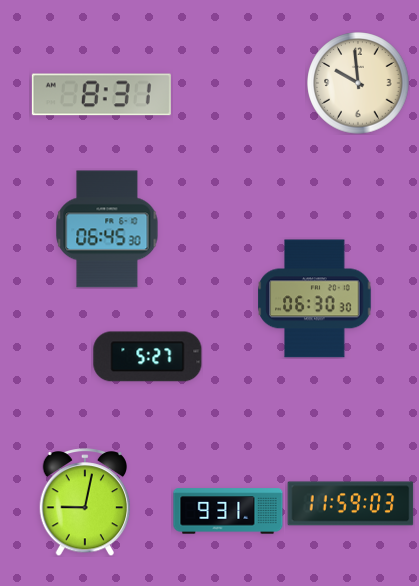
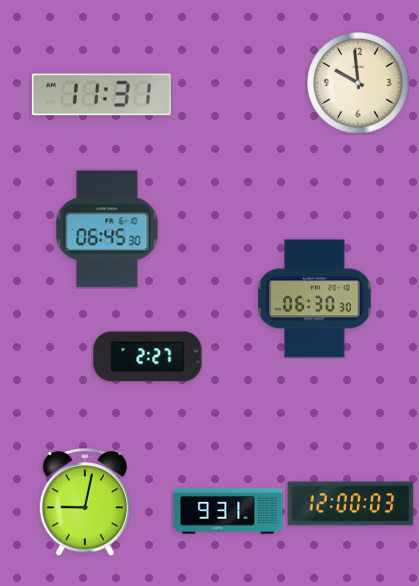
clock at (101, 95): 8:31 -> 11:31
clock at (148, 357): 5:27 -> 2:27
clock at (351, 504): 11:59 -> 12:00
